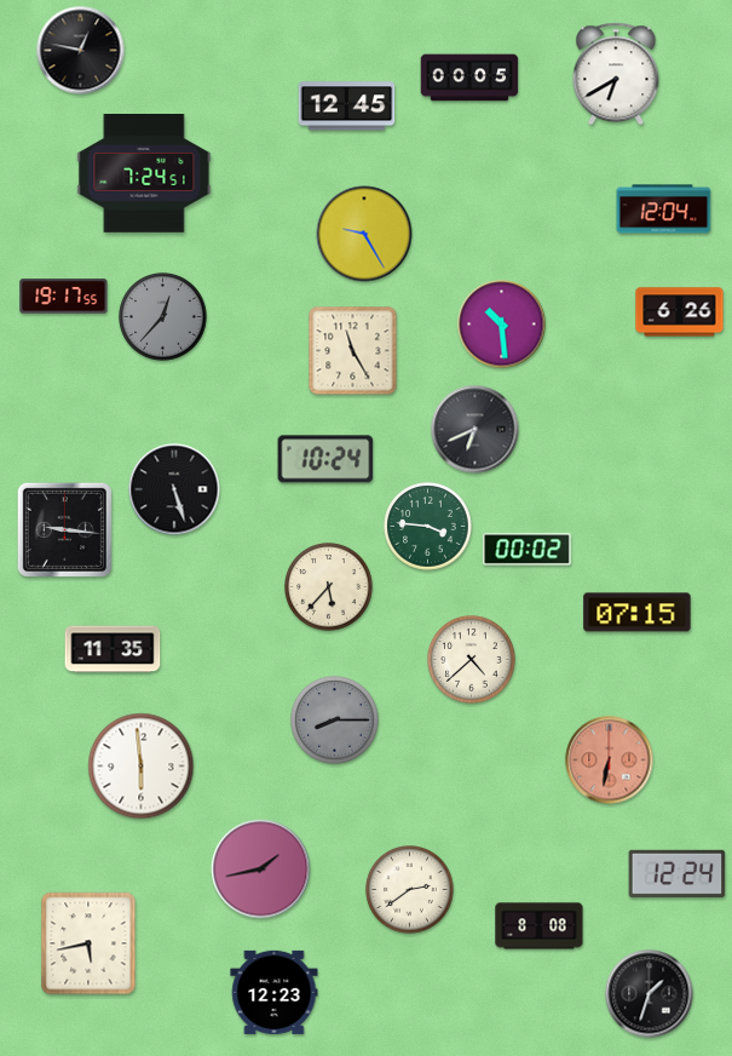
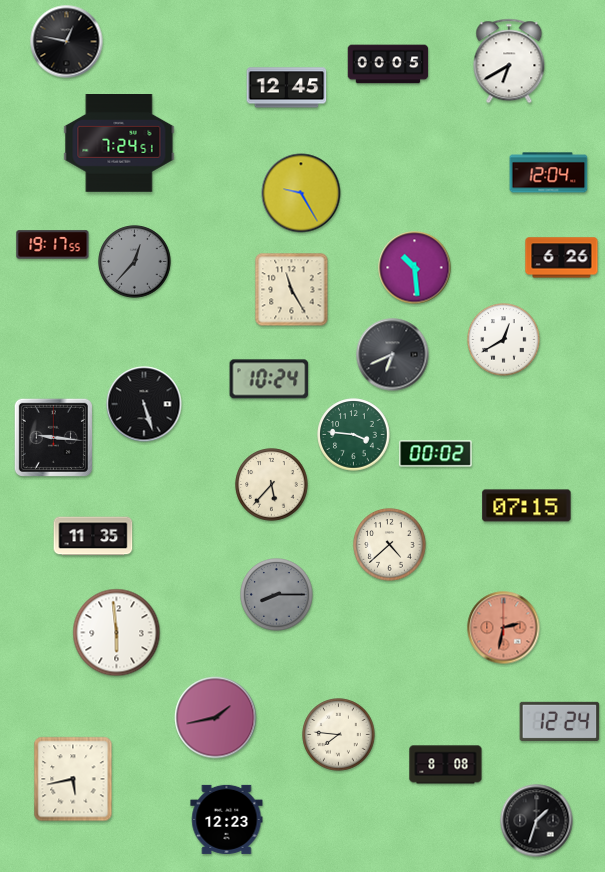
clock at (504, 340): none -> 12:40
clock at (610, 761): 6:32 -> 2:32
clock at (410, 890): 2:39 -> 7:46
